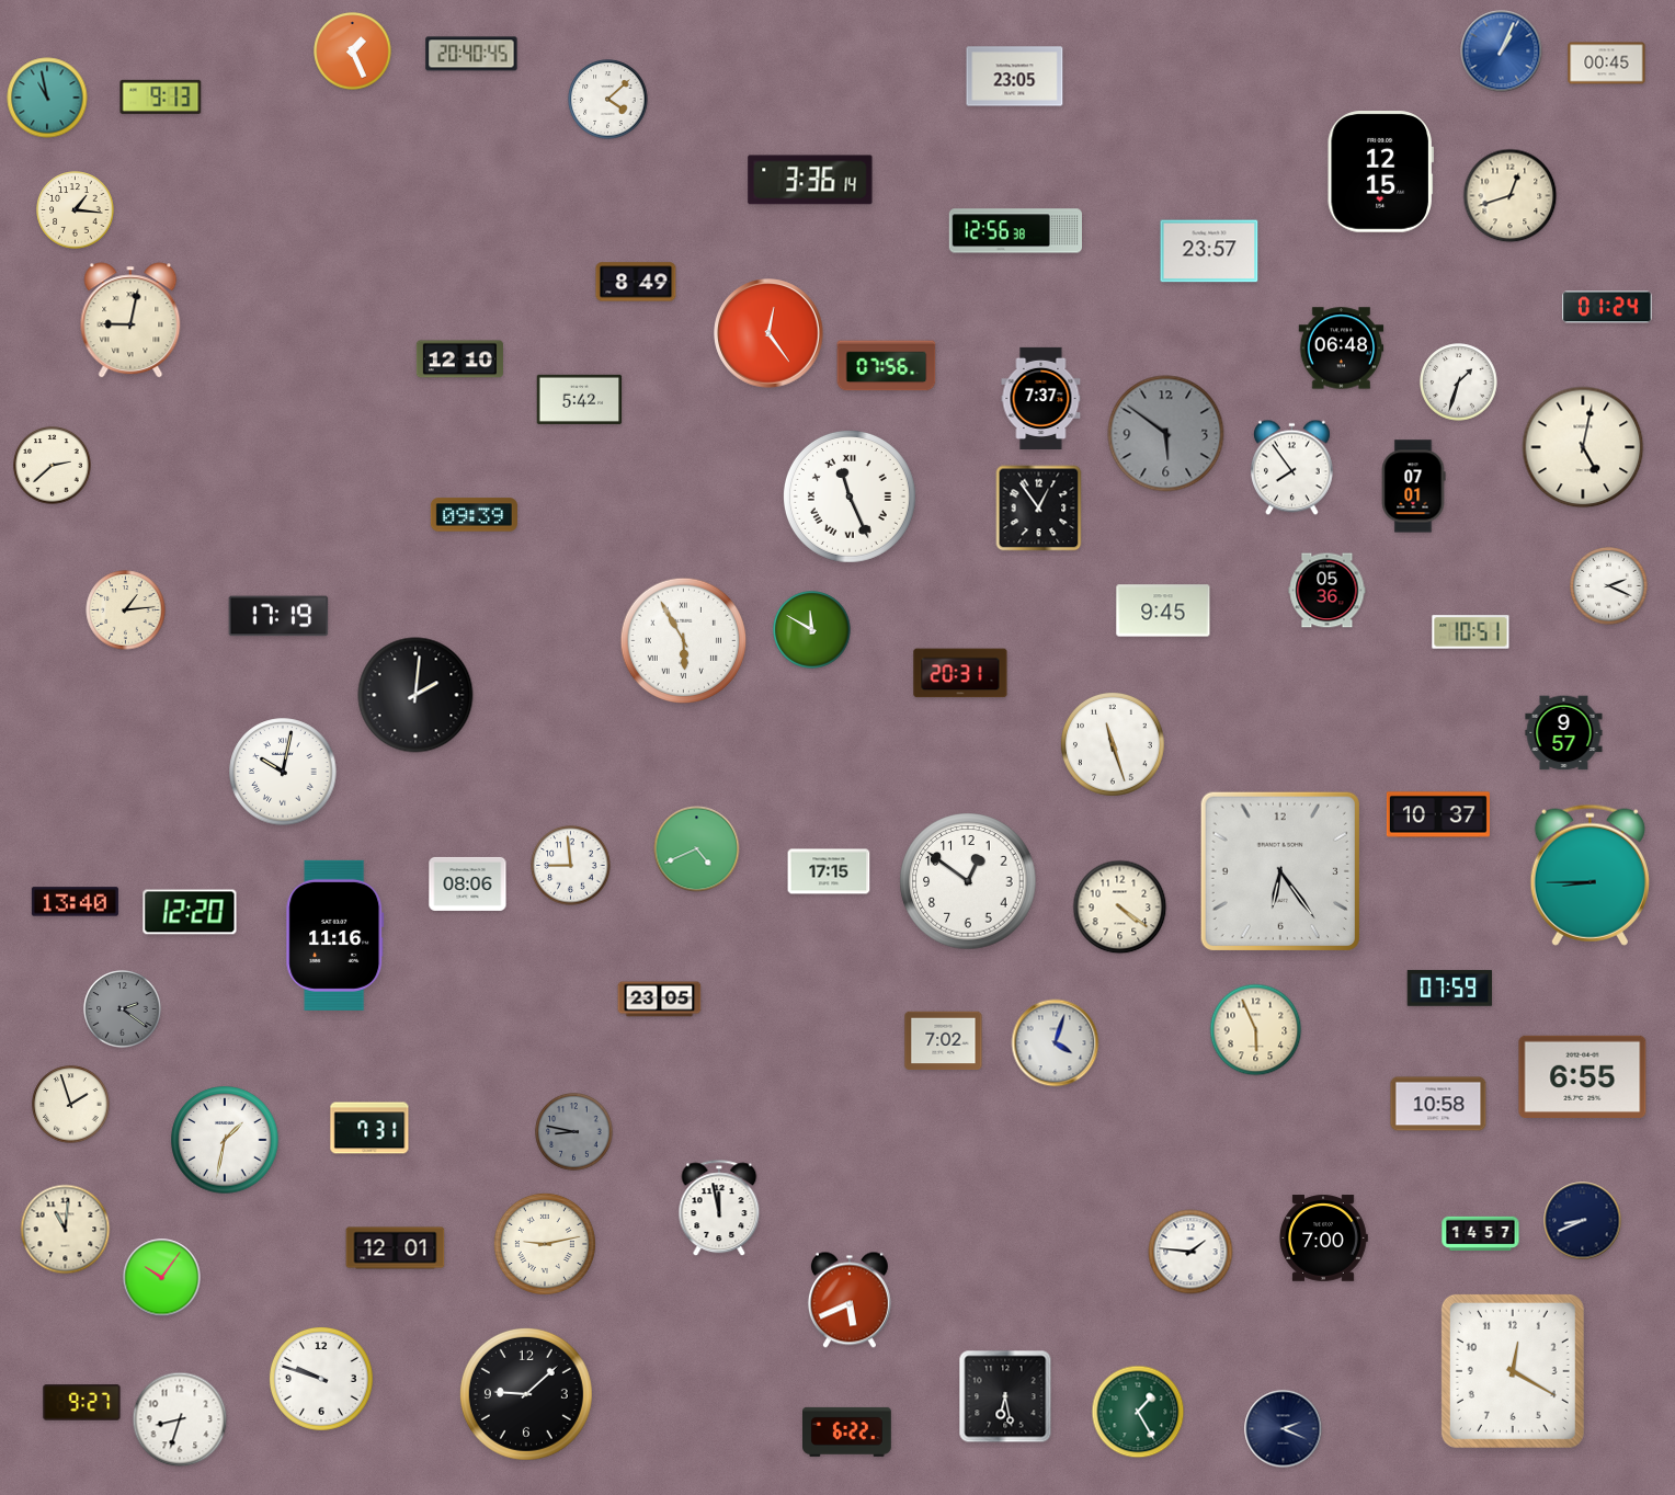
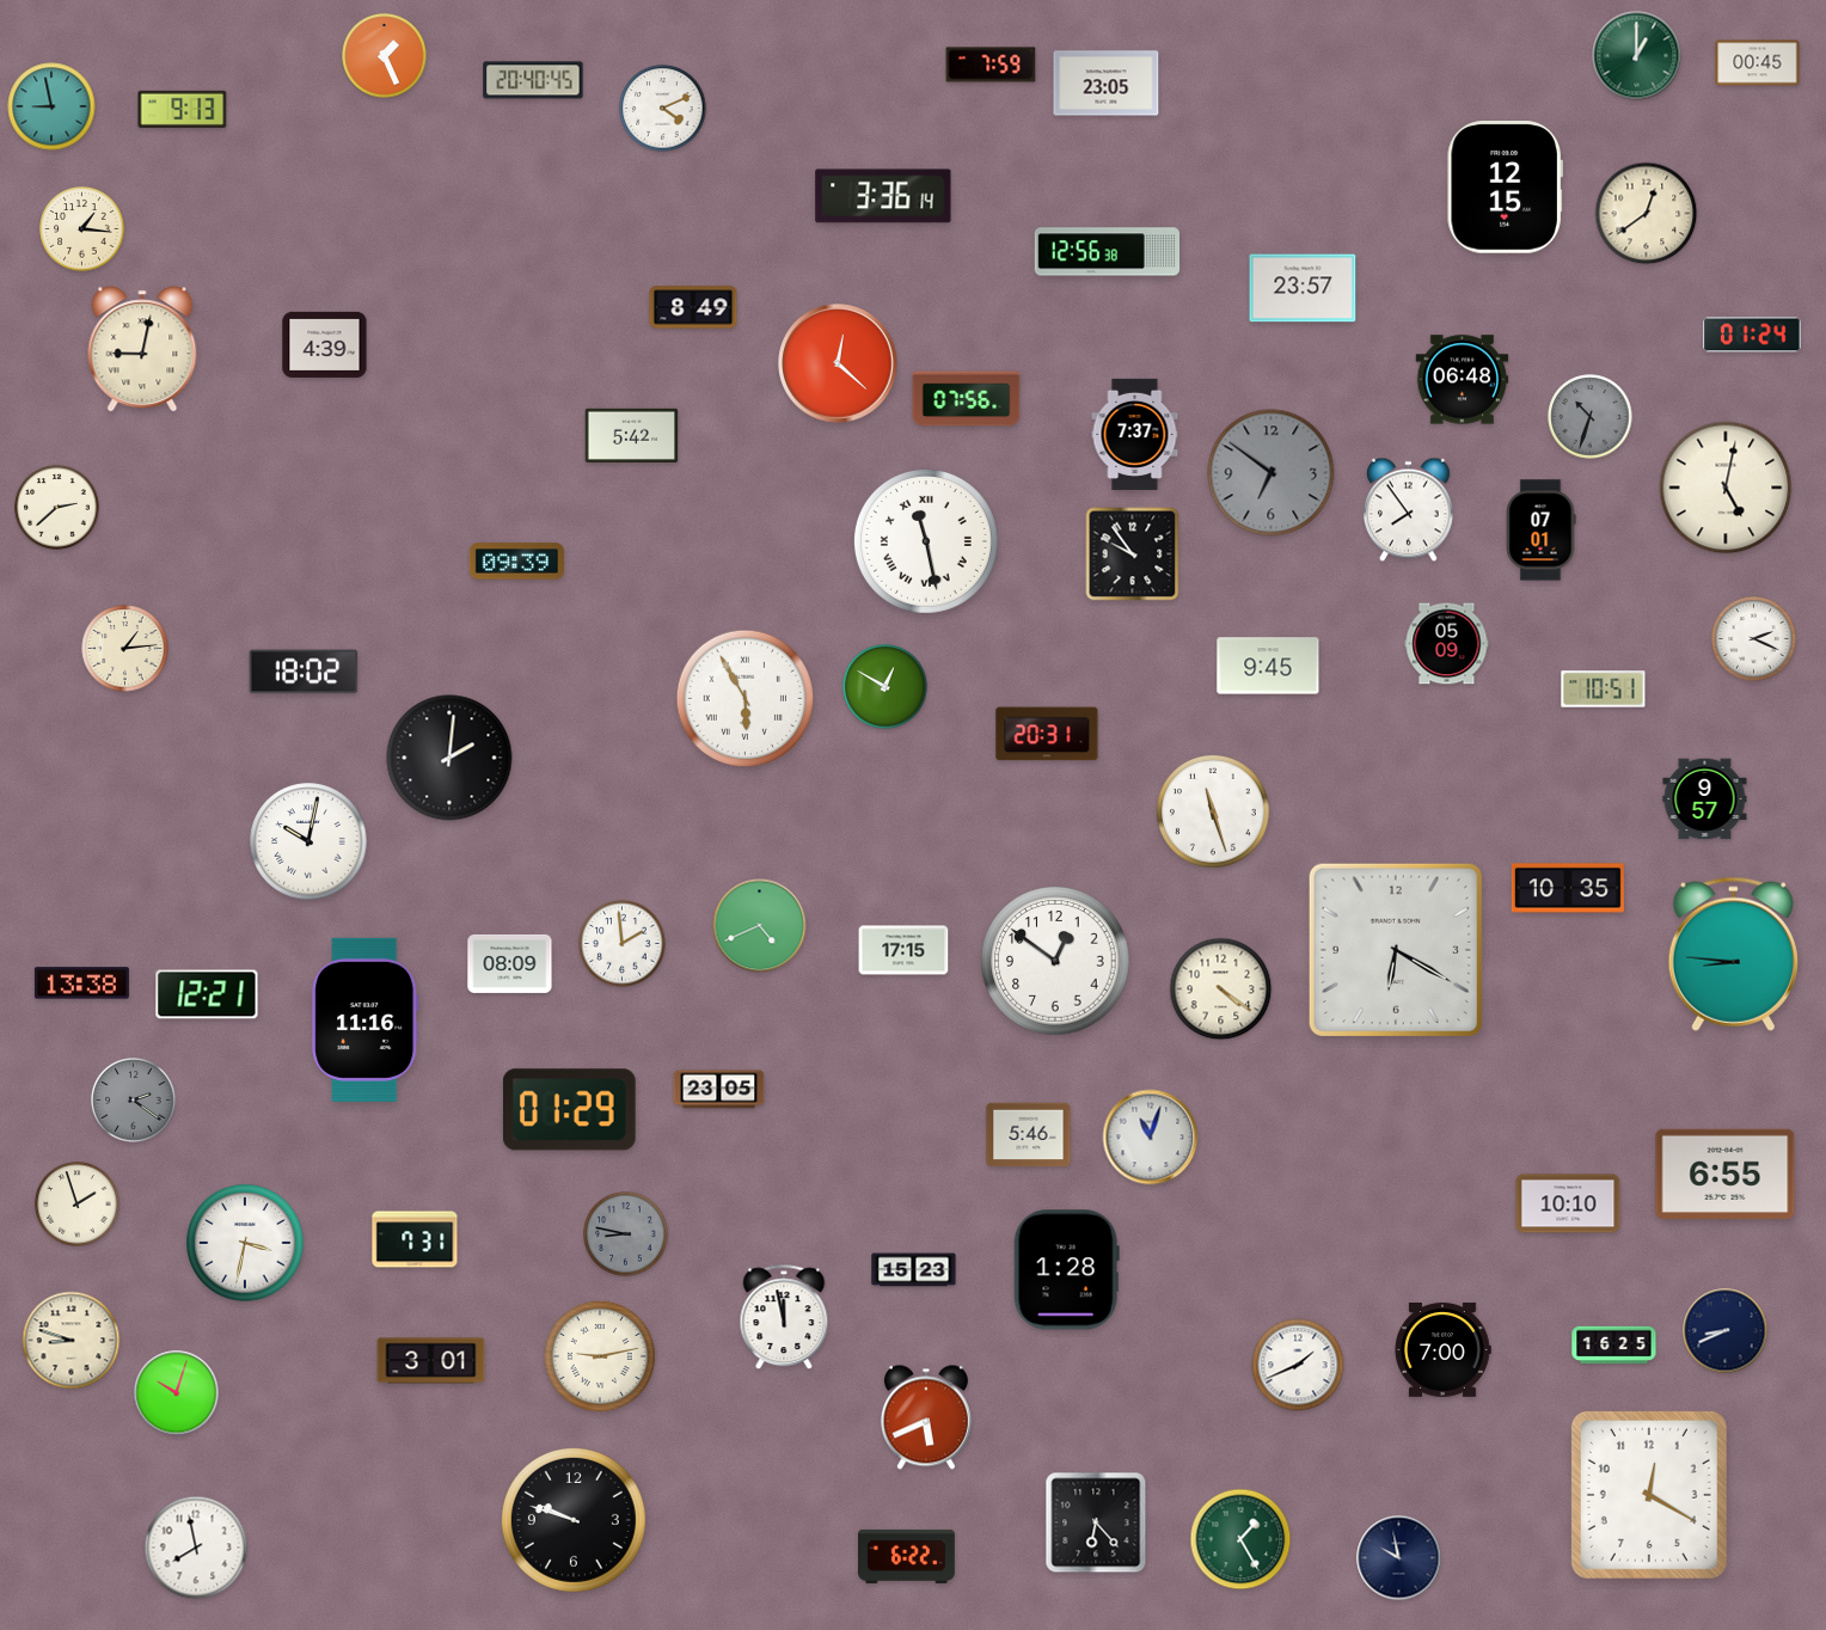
clock at (1502, 52): 1:04 -> 1:00
clock at (1502, 52) dial: blue -> green
clock at (471, 54) position: (471, 54) -> (533, 80)
clock at (991, 65): none -> 7:59
clock at (1607, 64) position: (1607, 64) -> (1758, 63)
clock at (161, 96) position: (161, 96) -> (183, 109)
clock at (47, 98): 10:58 -> 8:58
clock at (608, 100): 4:08 -> 4:11
clock at (1511, 196): 12:42 -> 12:39
clock at (1209, 251) position: (1209, 251) -> (1303, 288)
clock at (325, 344): none -> 4:39
clock at (768, 333): 12:24 -> 12:22
clock at (459, 360): 12:10 -> none
clock at (1459, 383): 1:33 -> 10:33
clock at (1459, 383) dial: white -> grey
clock at (1166, 434): 5:51 -> 6:51
clock at (850, 497): 11:26 -> 11:28
clock at (1039, 509): 12:54 -> 9:54
clock at (1328, 591): 05:36 -> 05:09
clock at (126, 610) position: (126, 610) -> (125, 649)
clock at (278, 616): 17:19 -> 18:02
clock at (812, 630): 11:50 -> 12:50
clock at (415, 695) position: (415, 695) -> (449, 758)
clock at (1438, 814): 10:37 -> 10:35
clock at (571, 866): 8:59 -> 1:59
clock at (1280, 871): 6:24 -> 6:20
clock at (1589, 875): 8:45 -> 8:46
clock at (468, 883): 08:06 -> 08:09
clock at (75, 902): 13:40 -> 13:38
clock at (190, 912): 12:20 -> 12:21
clock at (1450, 988): 07:59 -> none
clock at (569, 1110): none -> 01:29
clock at (1256, 1030): 5:56 -> none
clock at (944, 1041): 7:02 -> 5:46
clock at (1056, 1043): 4:03 -> 11:03
clock at (1438, 1104): 10:58 -> 10:10
clock at (369, 1128) position: (369, 1128) -> (415, 1239)
clock at (225, 1140): 1:32 -> 3:32
clock at (914, 1270): none -> 15:23
clock at (1066, 1270): none -> 1:28
clock at (66, 1230): 11:01 -> 8:48
clock at (1481, 1234): 14:57 -> 16:25
clock at (545, 1244) position: (545, 1244) -> (600, 1356)
clock at (396, 1248): 12:01 -> 3:01
clock at (1190, 1252): 1:46 -> 1:41
clock at (162, 1278): 10:06 -> 10:03
clock at (321, 1379): 9:48 -> none
clock at (526, 1394): 9:08 -> 9:48
clock at (1005, 1396): 6:28 -> 6:23
clock at (82, 1403): 9:27 -> none
clock at (180, 1419): 8:33 -> 7:58
clock at (1284, 1429): 2:19 -> 9:58
clock at (847, 1431) position: (847, 1431) -> (907, 1556)
